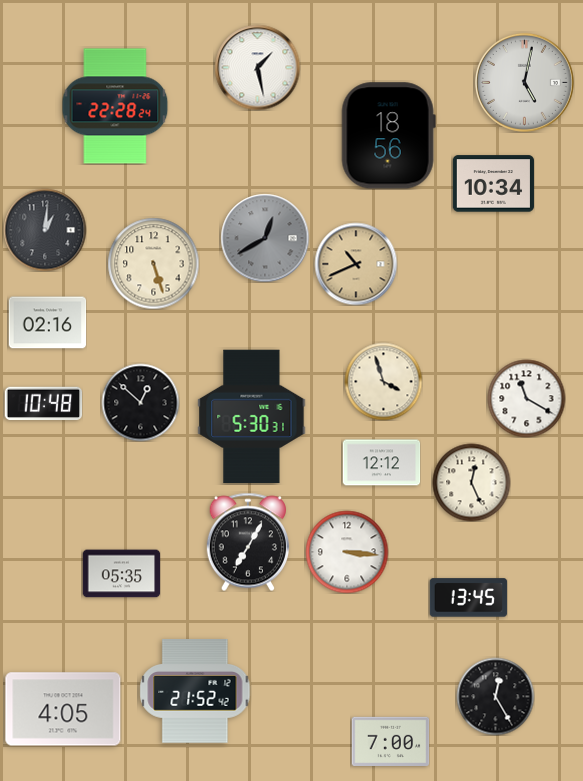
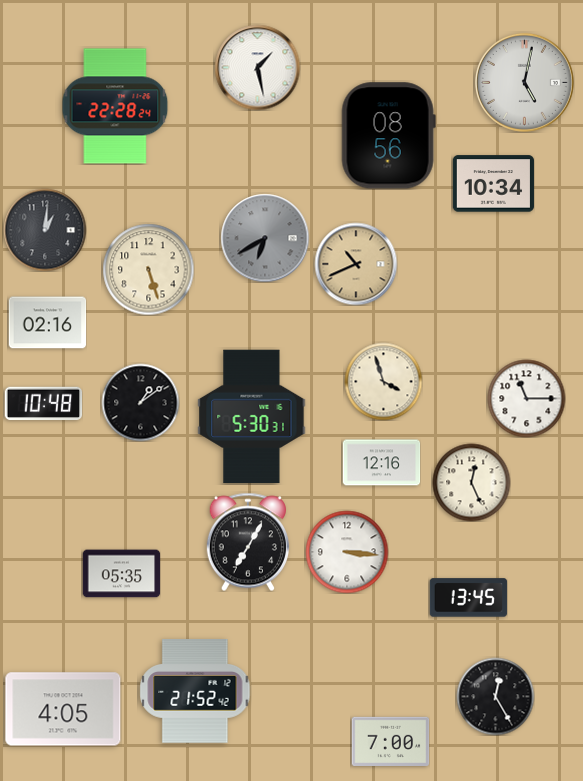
clock at (388, 136): 18:56 -> 08:56
clock at (265, 238): 12:40 -> 6:40
clock at (153, 263) position: (153, 263) -> (148, 269)
clock at (526, 398): 11:20 -> 11:15
clock at (140, 402): 12:52 -> 1:09
clock at (381, 463): 12:12 -> 12:16
